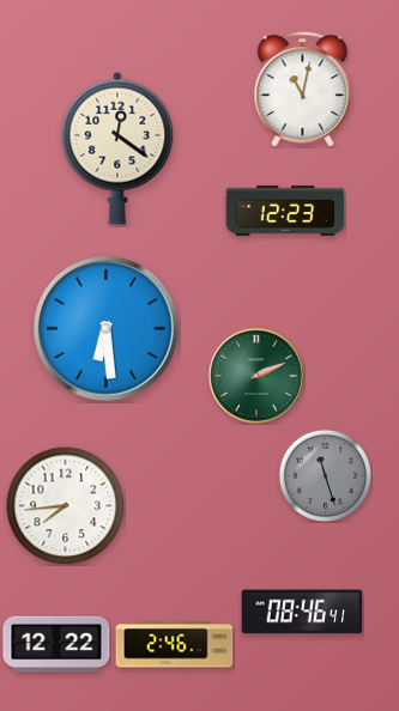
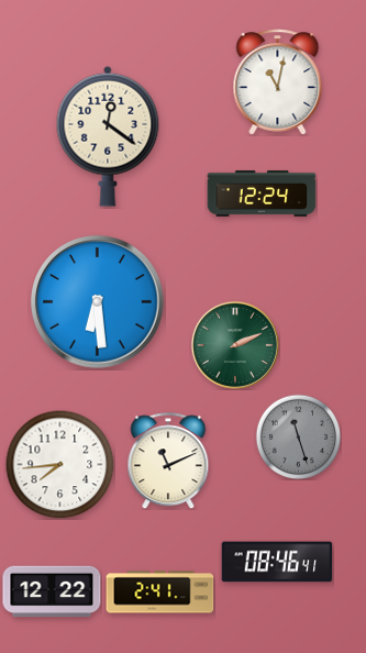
clock at (285, 211): 12:23 -> 12:24
clock at (168, 461): none -> 11:11
clock at (175, 645): 2:46 -> 2:41
